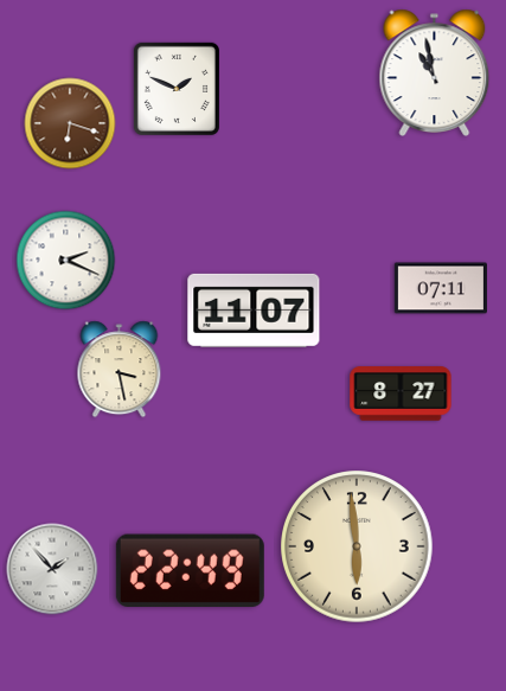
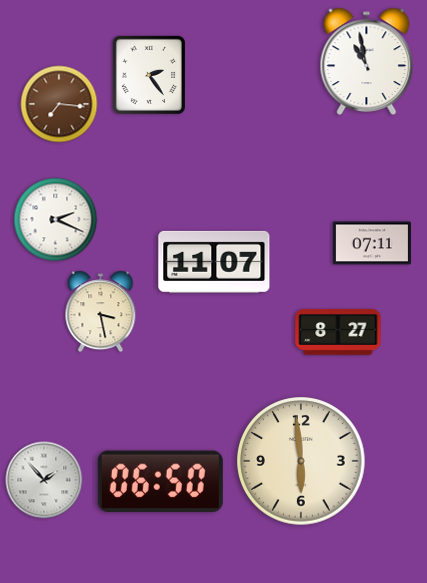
clock at (177, 89): 1:49 -> 2:24
clock at (70, 123): 6:18 -> 7:16
clock at (190, 571): 22:49 -> 06:50
